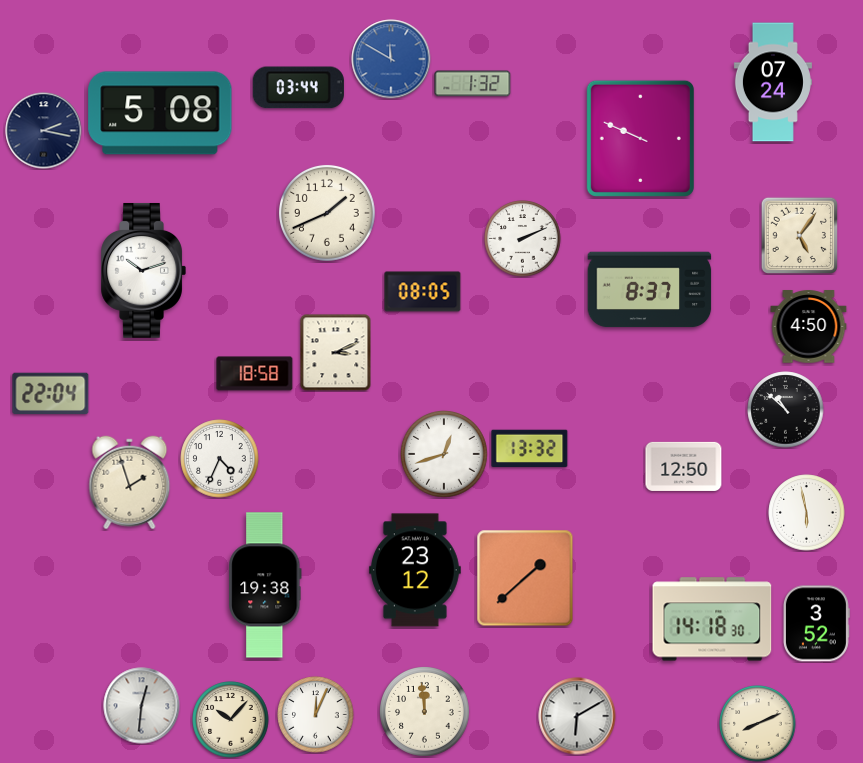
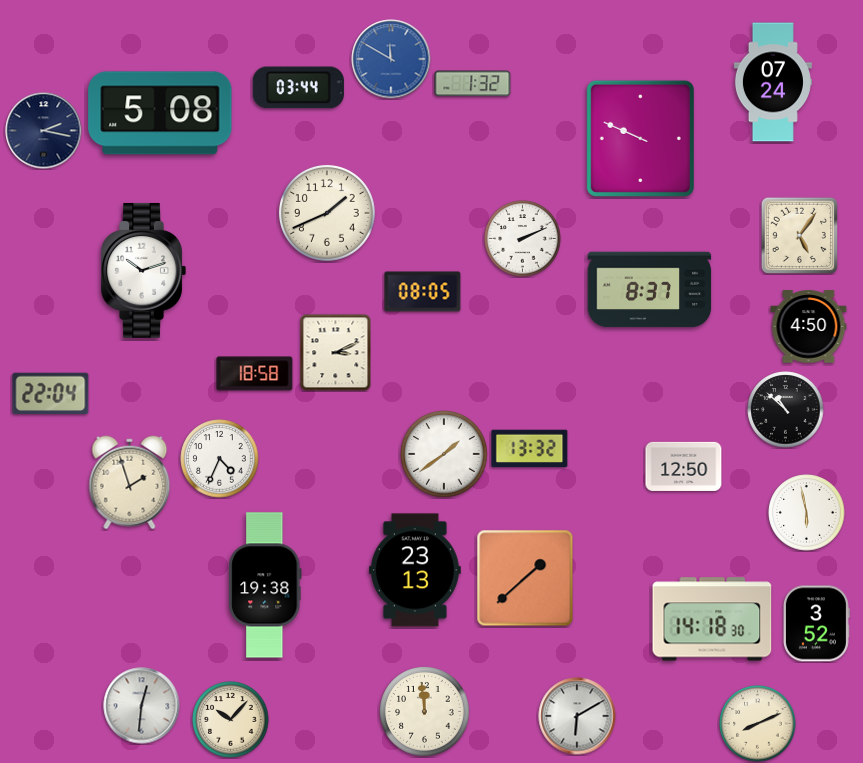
clock at (444, 454): 12:42 -> 1:39
clock at (415, 570): 23:12 -> 23:13
clock at (316, 715): 12:04 -> none
